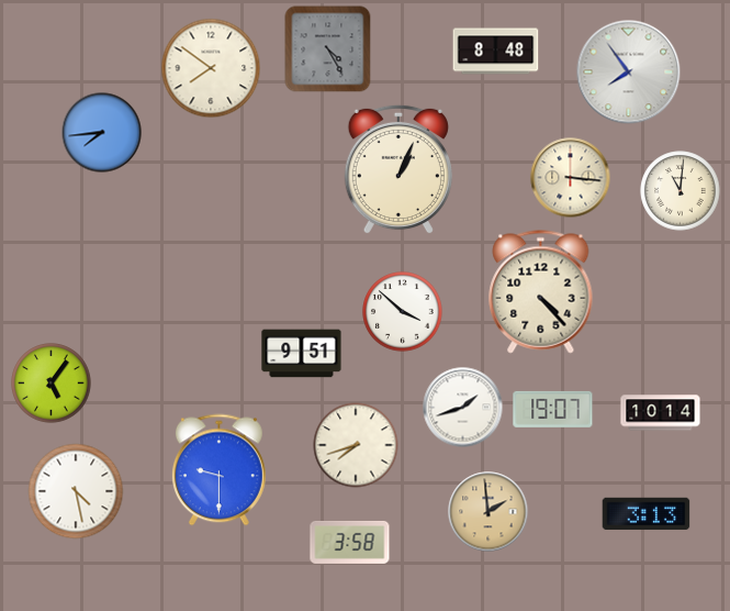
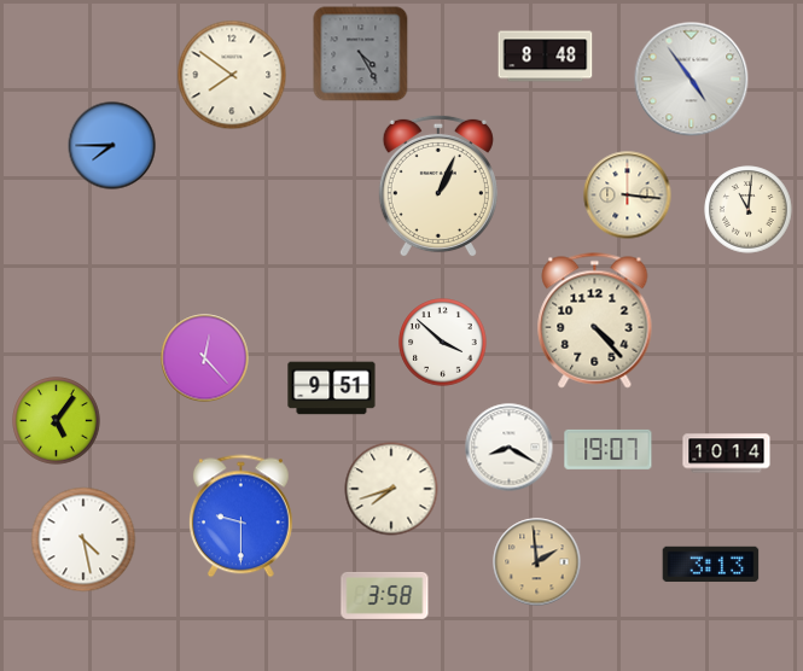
clock at (629, 73): 7:54 -> 4:54
clock at (102, 133): 7:44 -> 7:45
clock at (205, 358): none -> 12:23
clock at (463, 408): 1:42 -> 8:20
